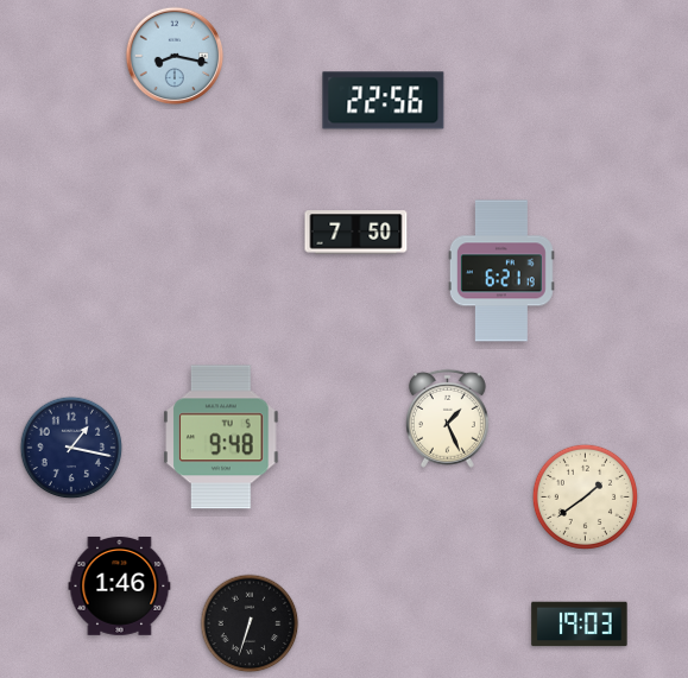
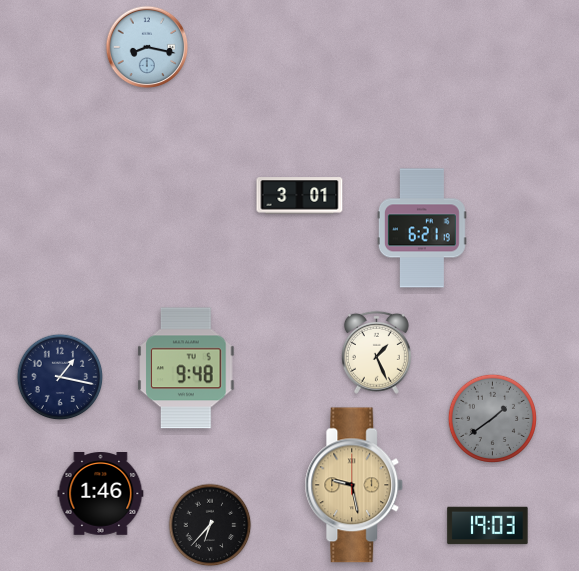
clock at (384, 101): 22:56 -> none
clock at (356, 233): 7:50 -> 3:01
clock at (585, 496) dial: cream -> grey
clock at (354, 485): none -> 9:28
clock at (250, 623): 6:33 -> 6:37
